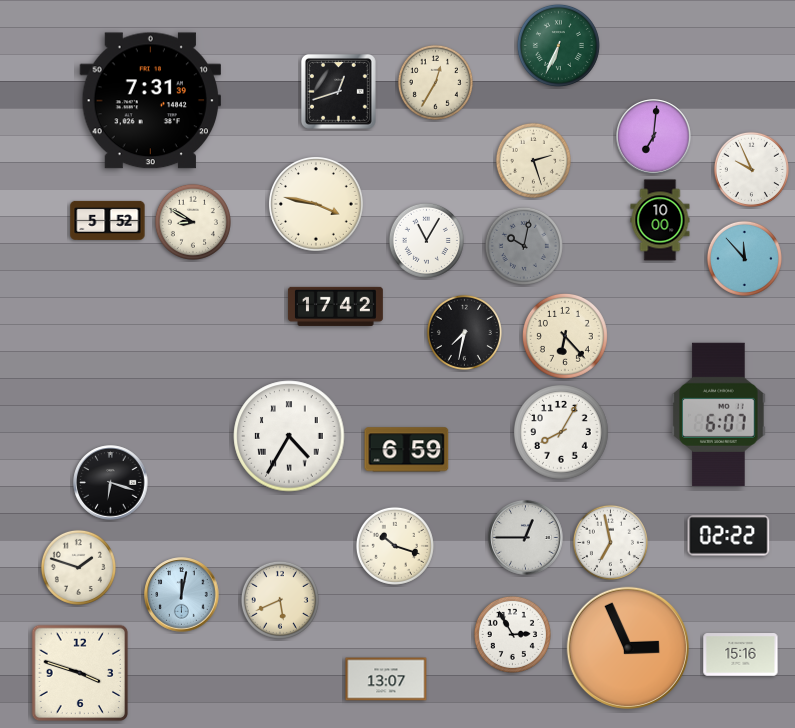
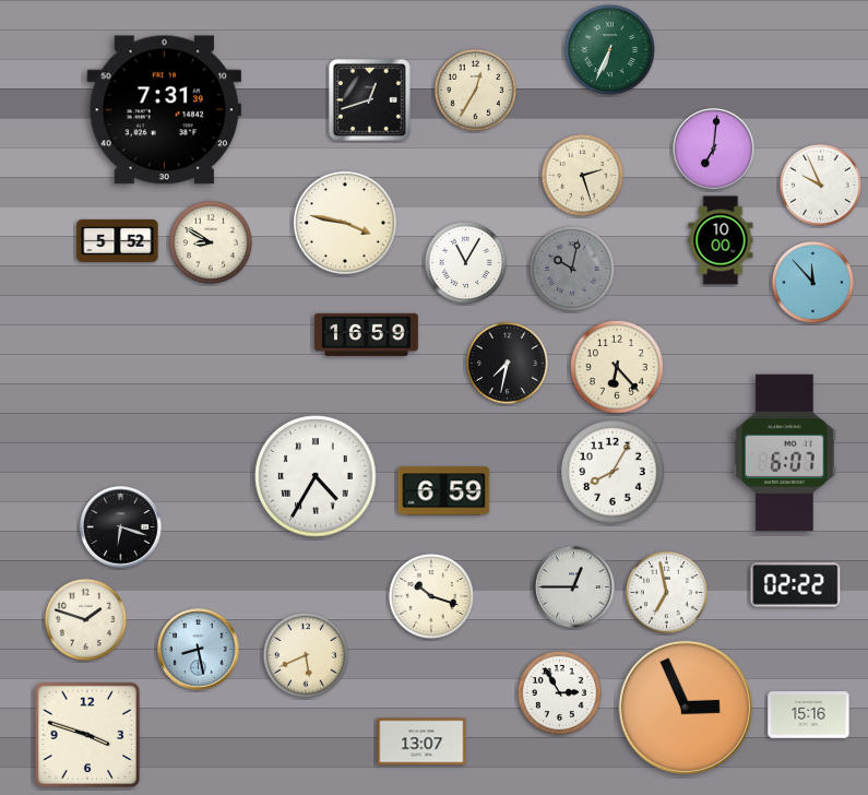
clock at (335, 306): 17:42 -> 16:59
clock at (182, 595): 12:02 -> 8:28
